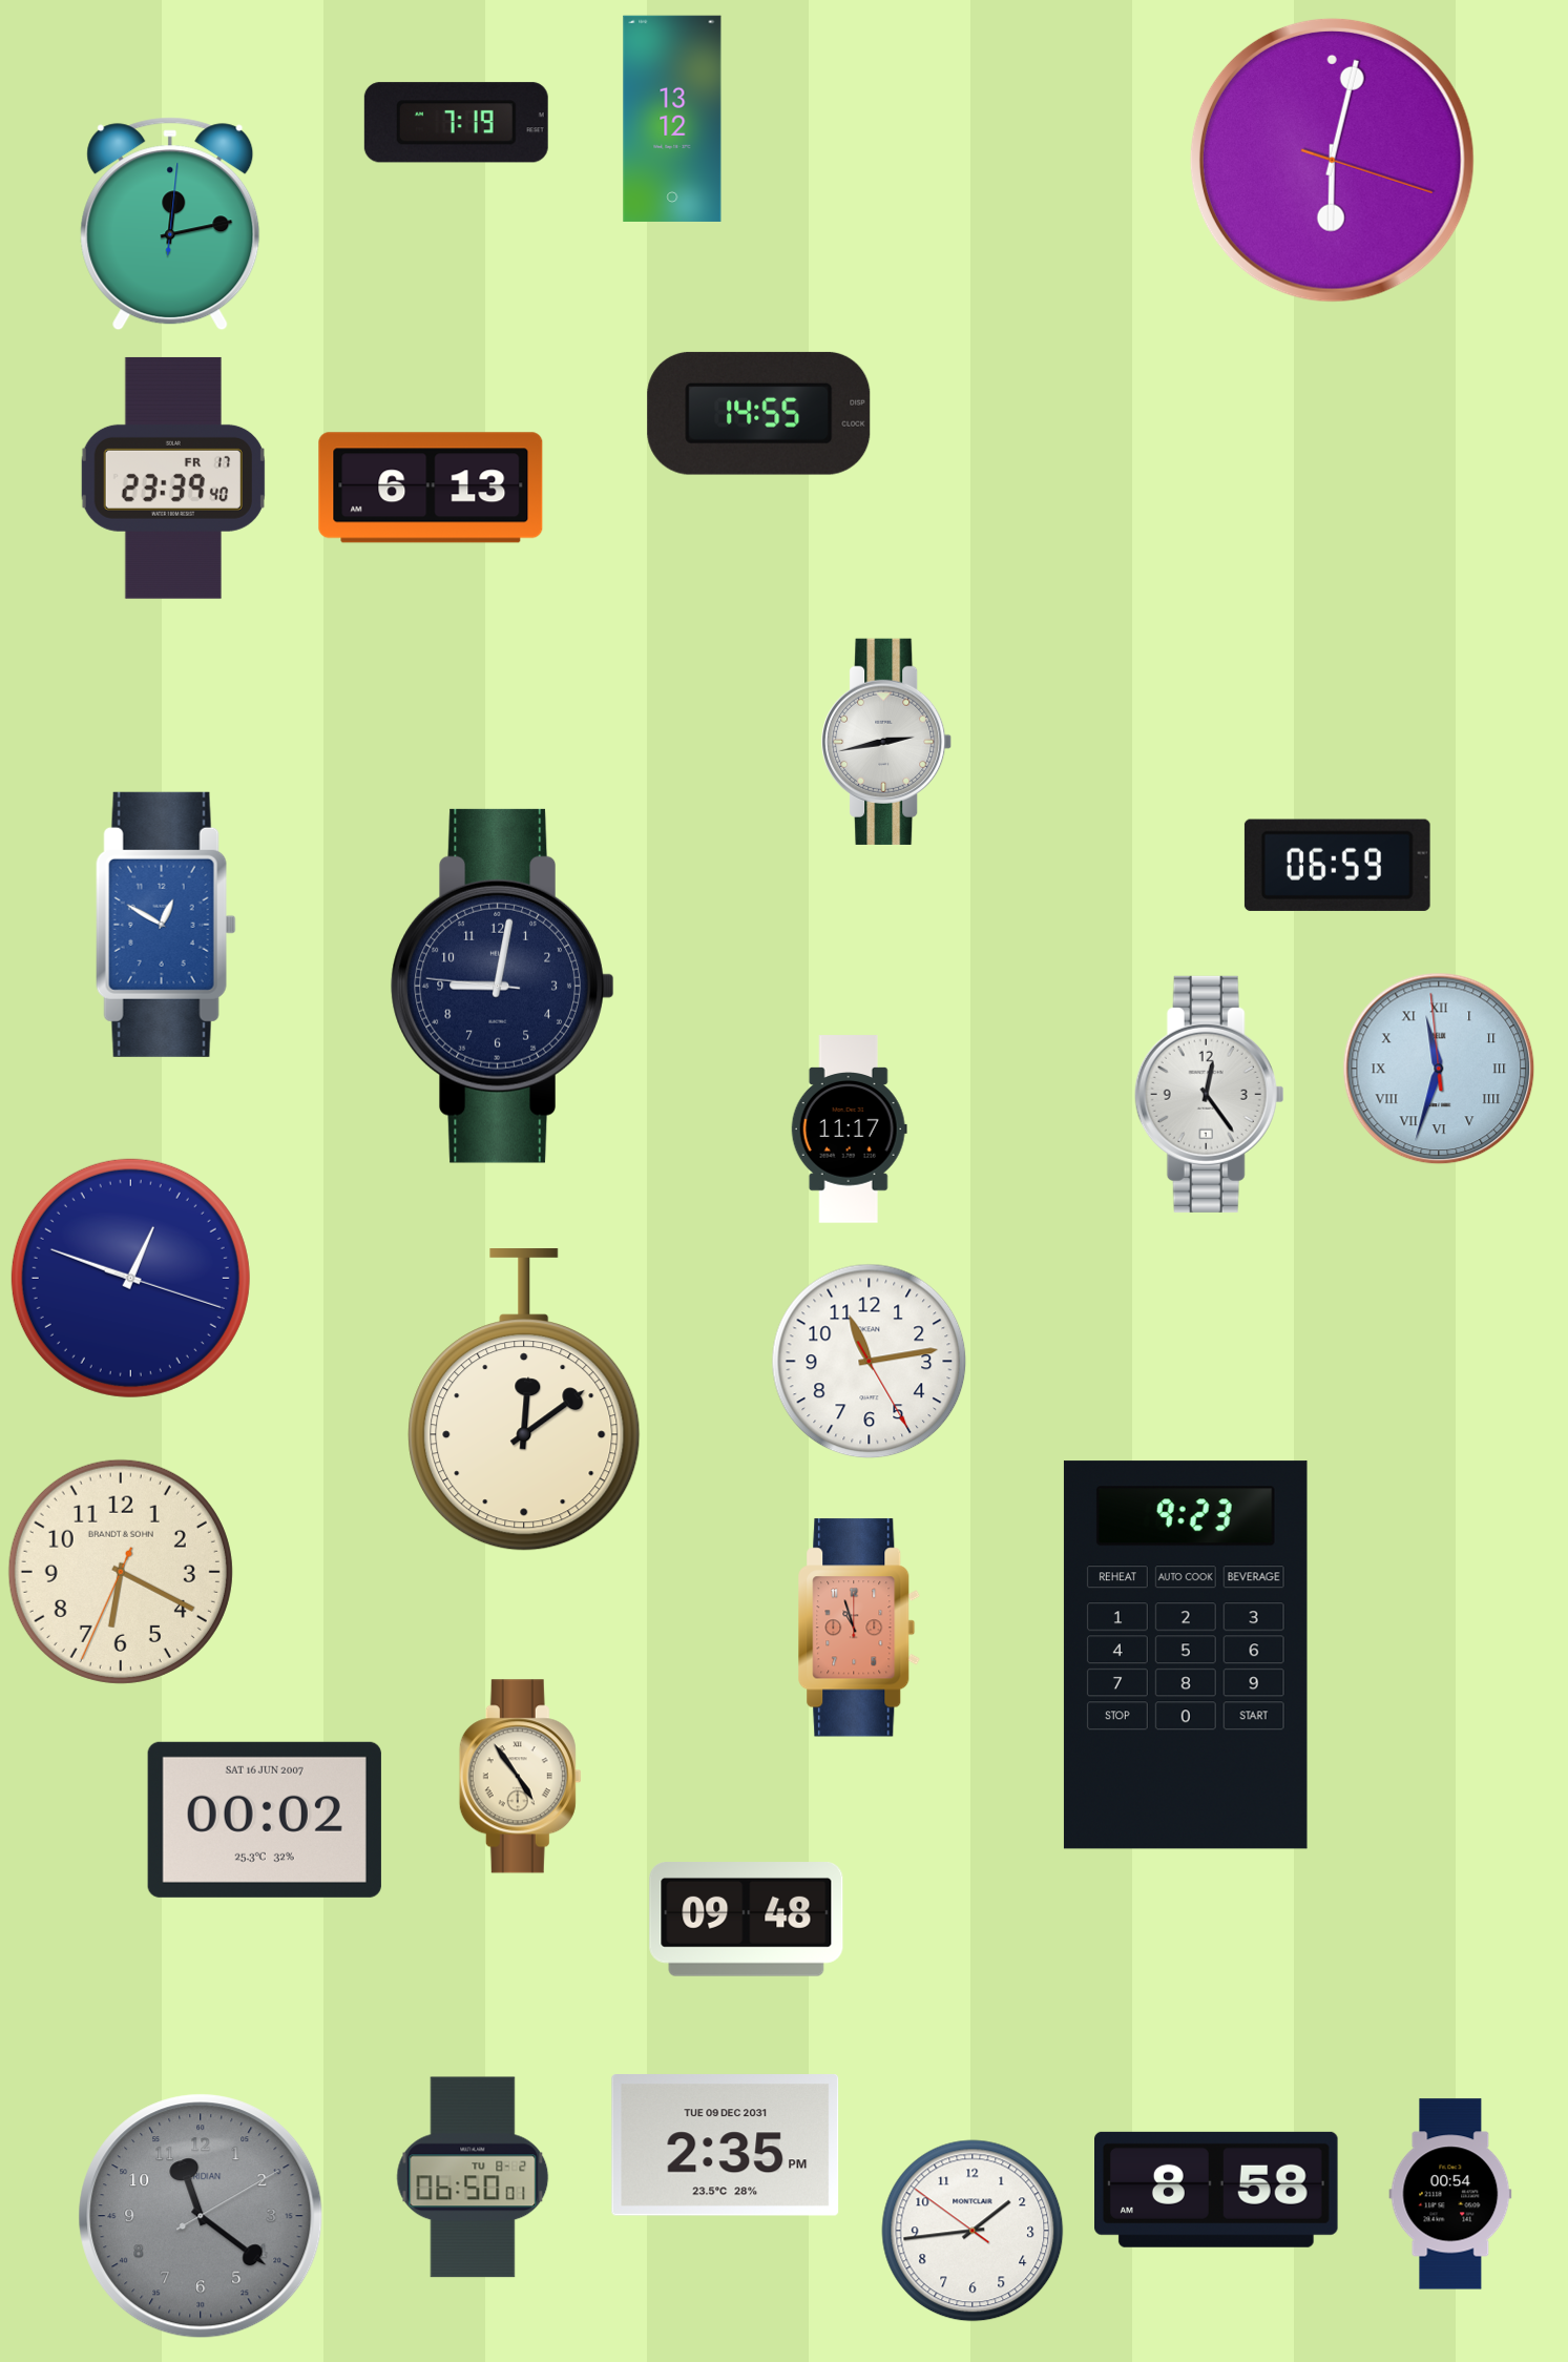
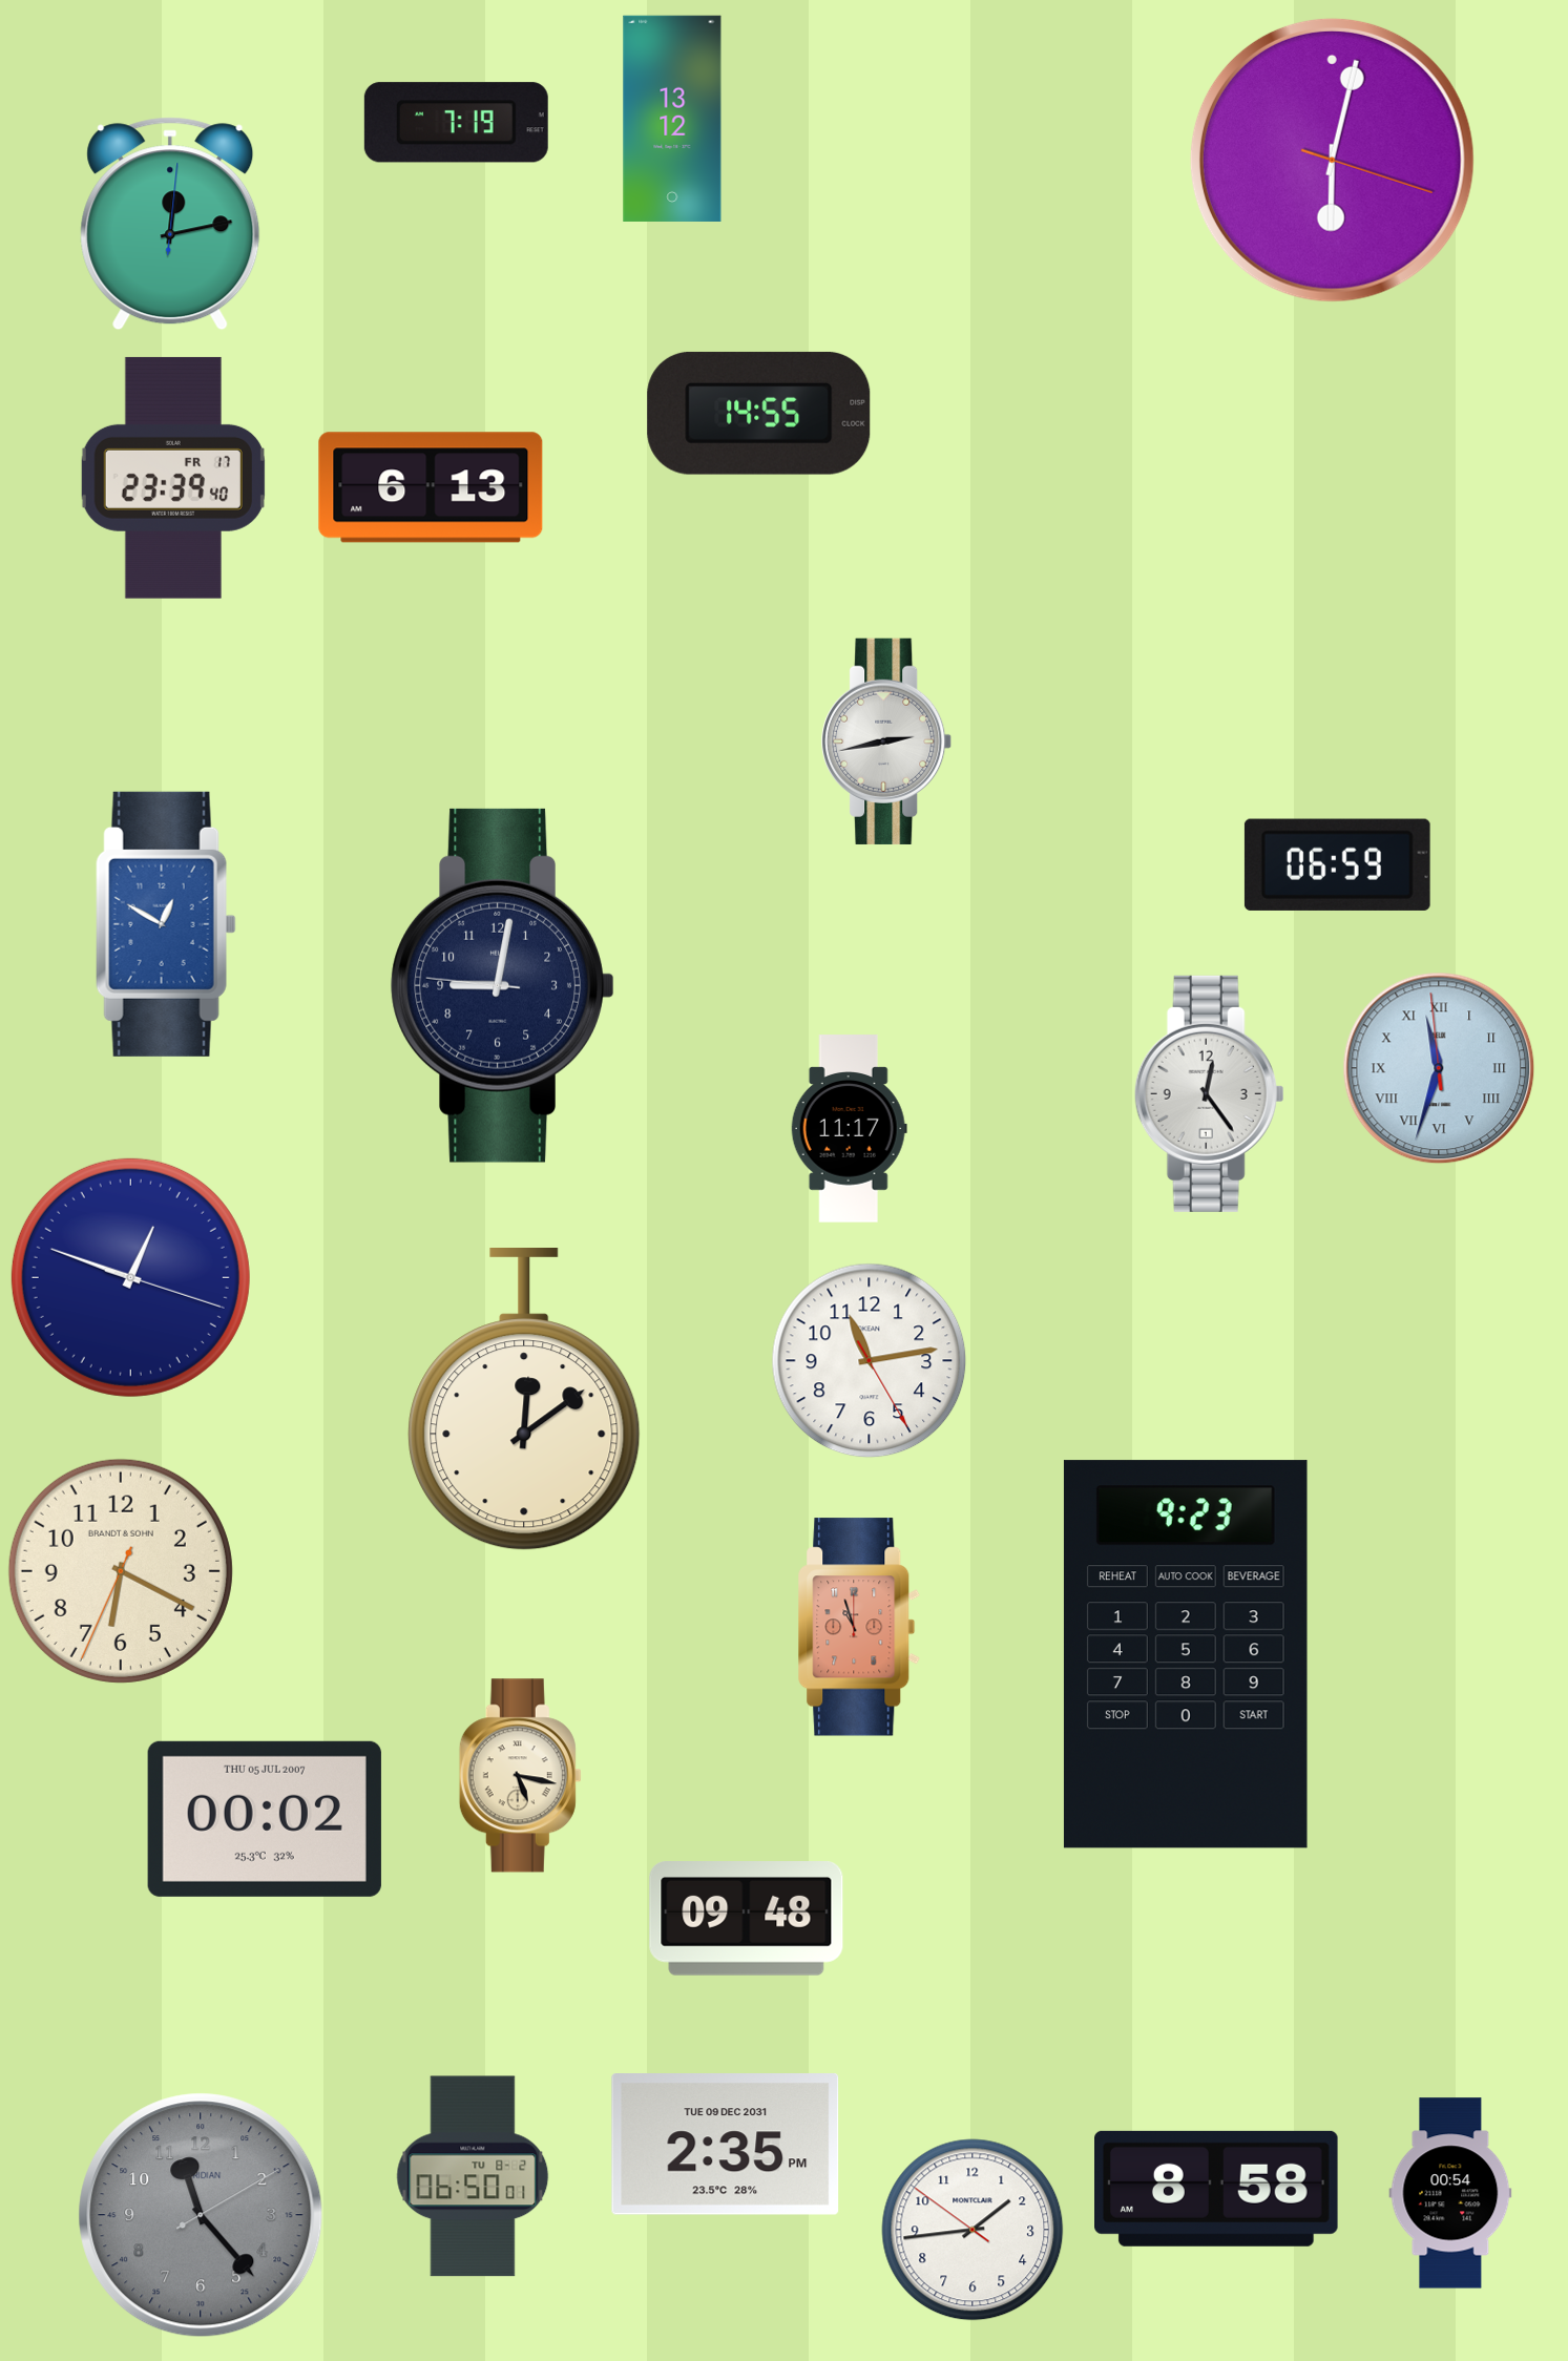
clock at (520, 1777): 4:54 -> 5:17
clock at (265, 1820) date: SAT 16 JUN 2007 -> THU 05 JUL 2007
clock at (201, 2216): 11:21 -> 11:23
